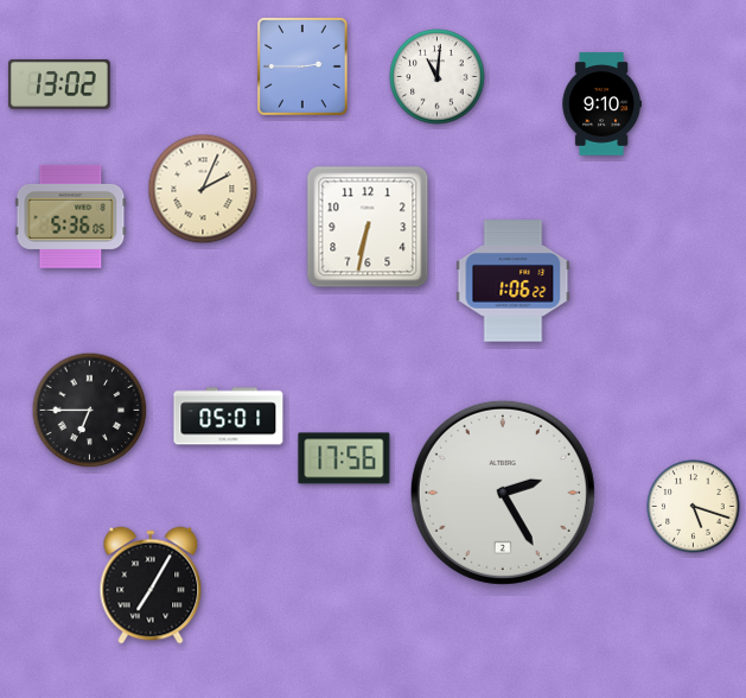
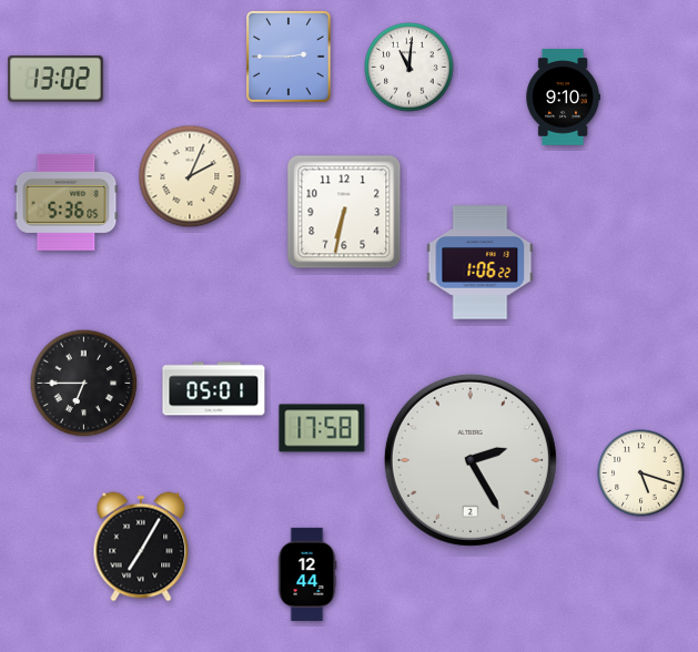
clock at (304, 68) position: (304, 68) -> (290, 58)
clock at (438, 77) position: (438, 77) -> (409, 68)
clock at (344, 458): 17:56 -> 17:58
clock at (694, 507) position: (694, 507) -> (641, 473)
clock at (307, 574): none -> 12:44
